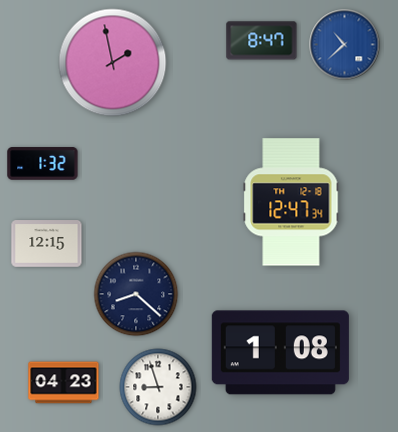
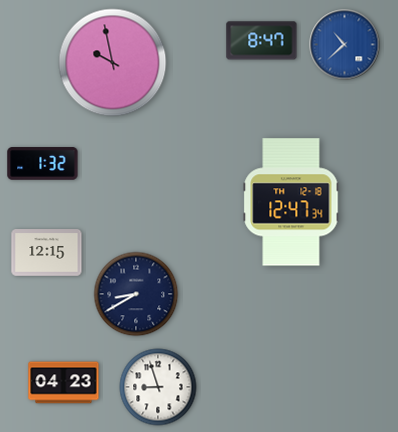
clock at (113, 63): 1:58 -> 9:58
clock at (47, 244) position: (47, 244) -> (47, 253)
clock at (136, 294): 8:22 -> 8:40
clock at (280, 353): 1:08 -> none
